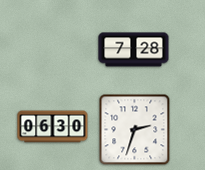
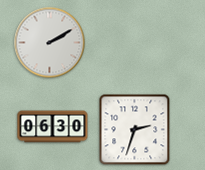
clock at (50, 43): none -> 2:10
clock at (134, 50): 7:28 -> none
